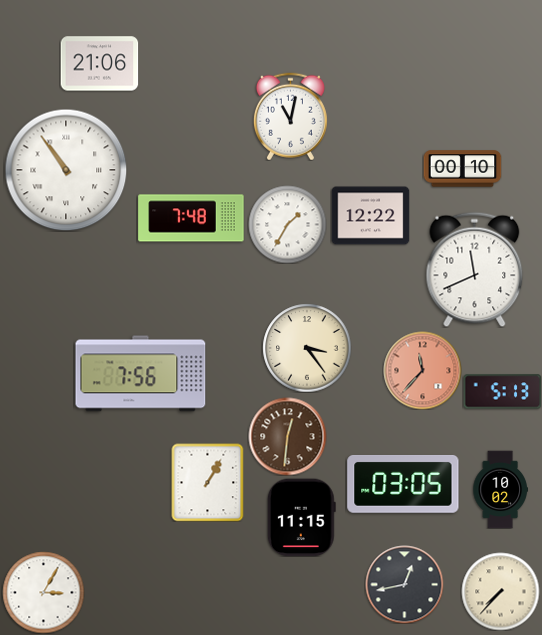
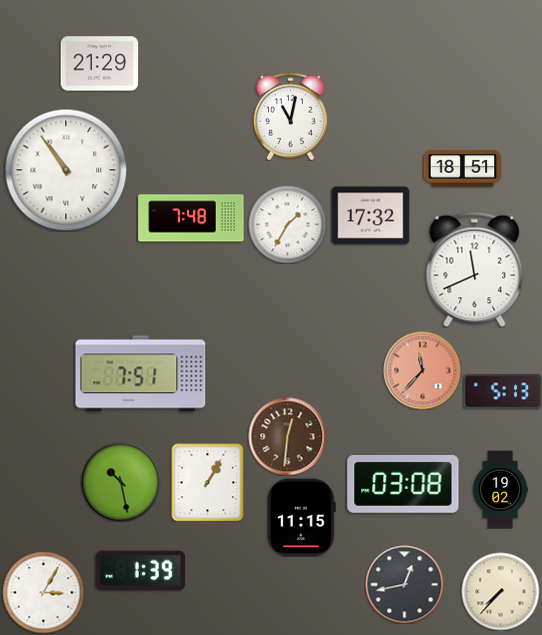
clock at (99, 64): 21:06 -> 21:29
clock at (462, 169): 00:10 -> 18:51
clock at (370, 216): 12:22 -> 17:32
clock at (307, 348): 3:24 -> none
clock at (141, 374): 7:56 -> 7:51
clock at (121, 482): none -> 10:28
clock at (403, 484): 03:05 -> 03:08
clock at (500, 489): 10:02 -> 19:02
clock at (140, 571): none -> 1:39
